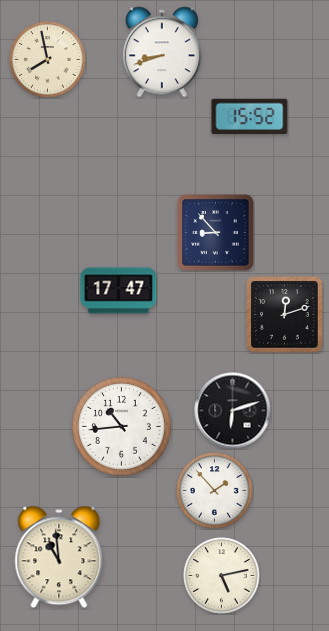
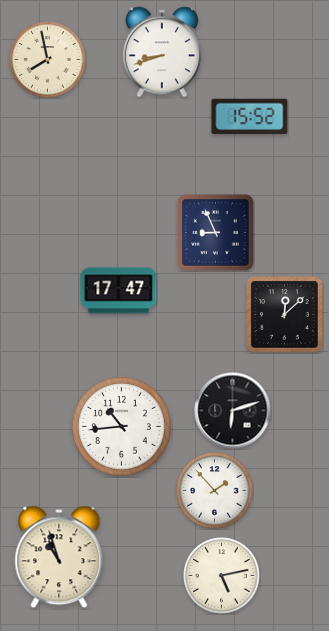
clock at (216, 233): 8:53 -> 8:56
clock at (285, 315): 12:12 -> 12:08
clock at (59, 557): 10:59 -> 10:57
